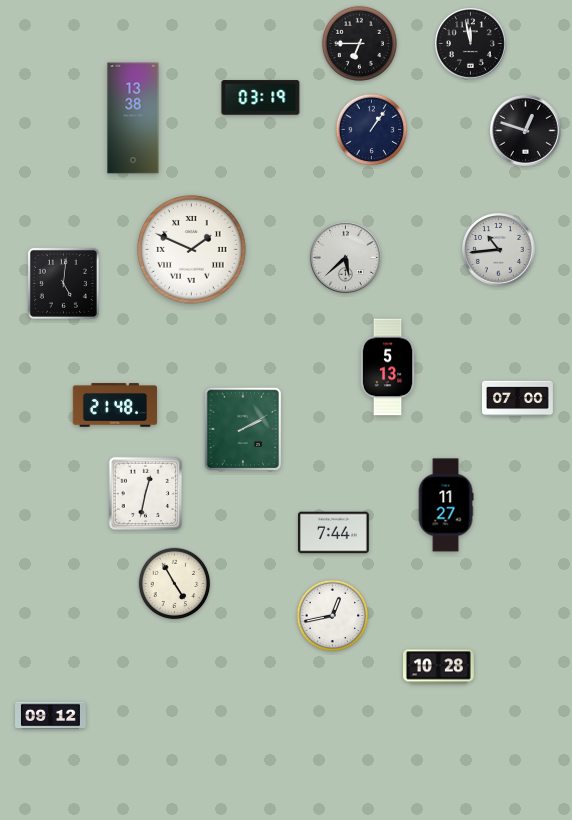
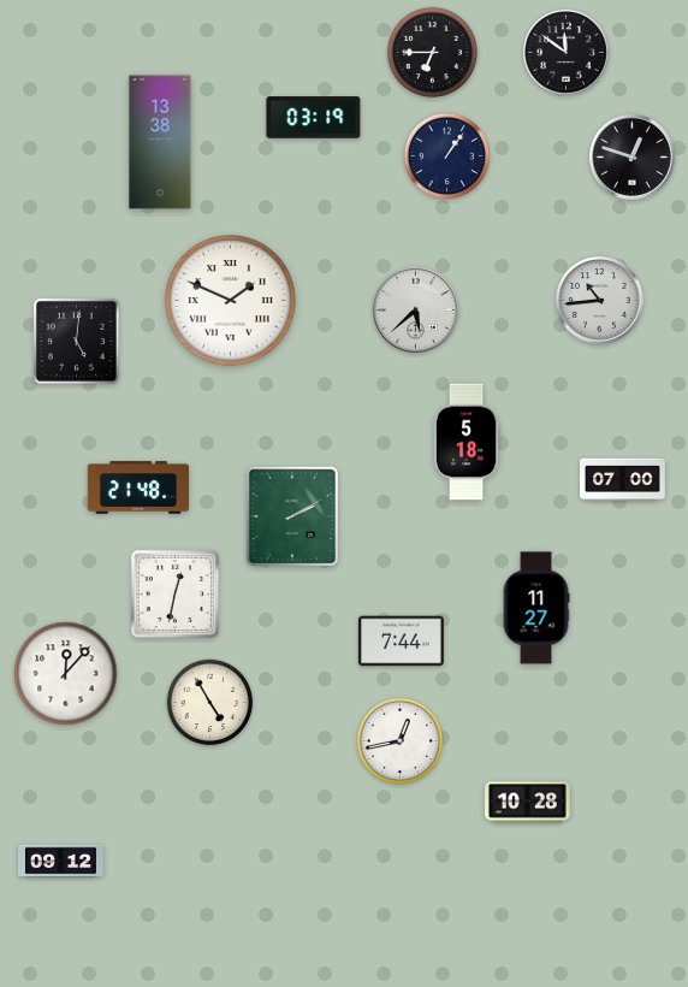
clock at (471, 44): 11:58 -> 11:51
clock at (388, 367): 5:13 -> 5:18
clock at (66, 674): none -> 12:07
